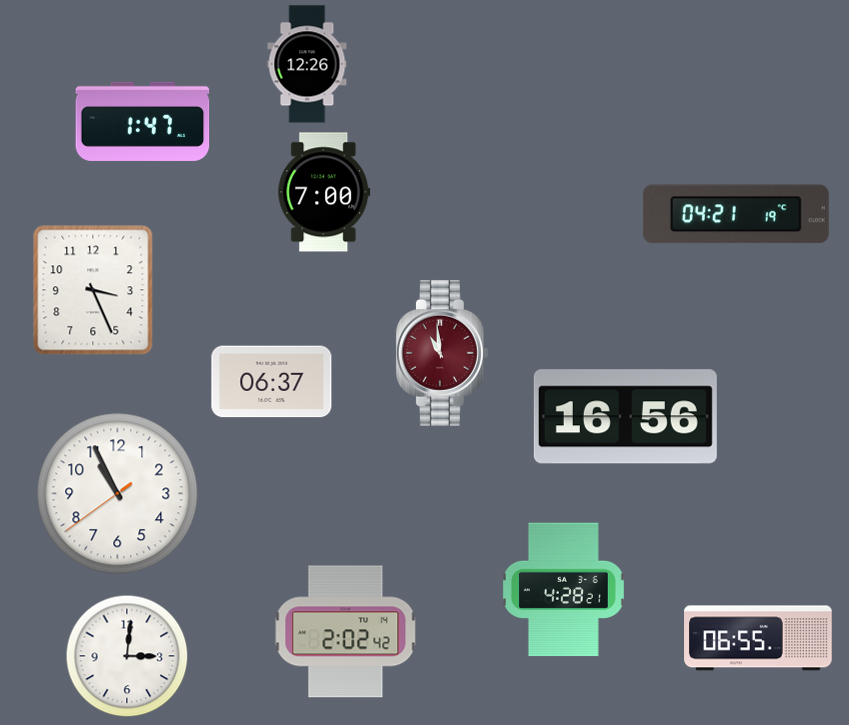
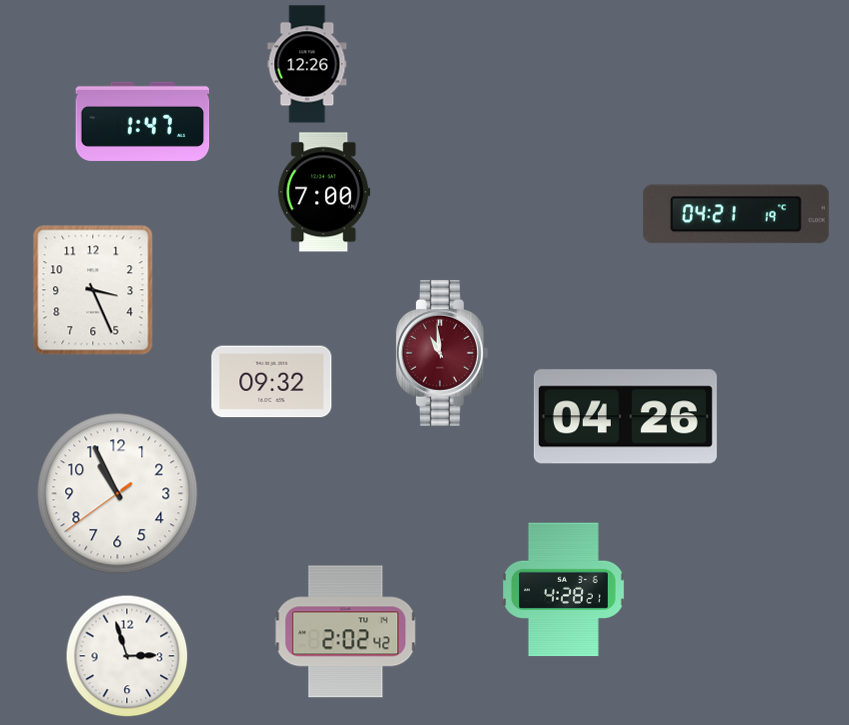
clock at (272, 382): 06:37 -> 09:32
clock at (625, 417): 16:56 -> 04:26
clock at (758, 638): 06:55 -> none
clock at (127, 656): 3:01 -> 2:57
